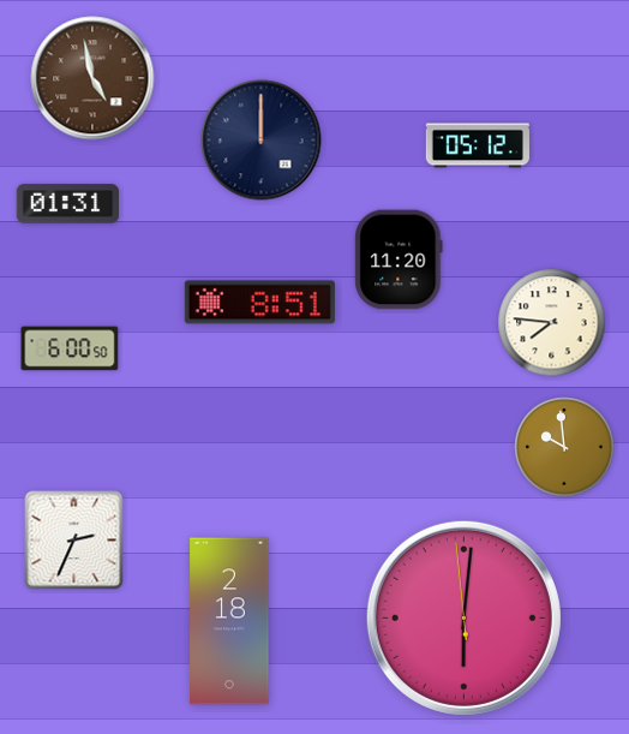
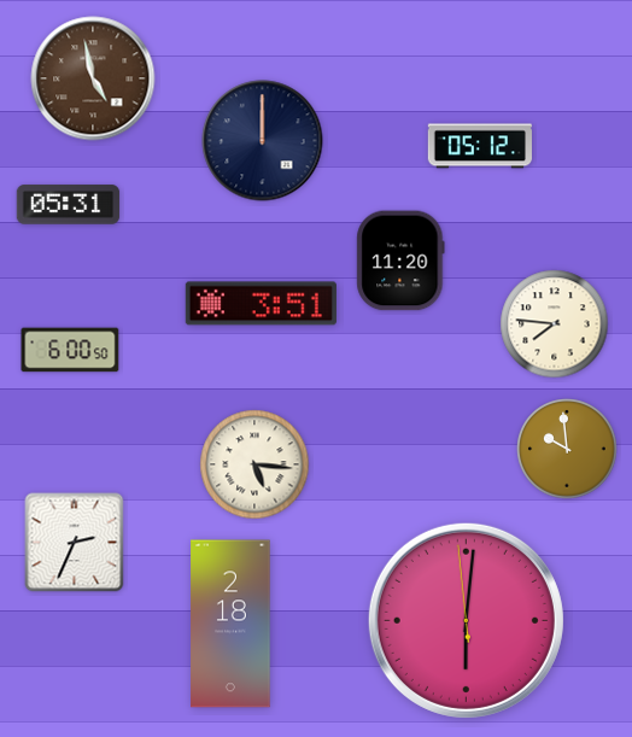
clock at (68, 204): 01:31 -> 05:31
clock at (259, 303): 8:51 -> 3:51
clock at (254, 464): none -> 5:16
